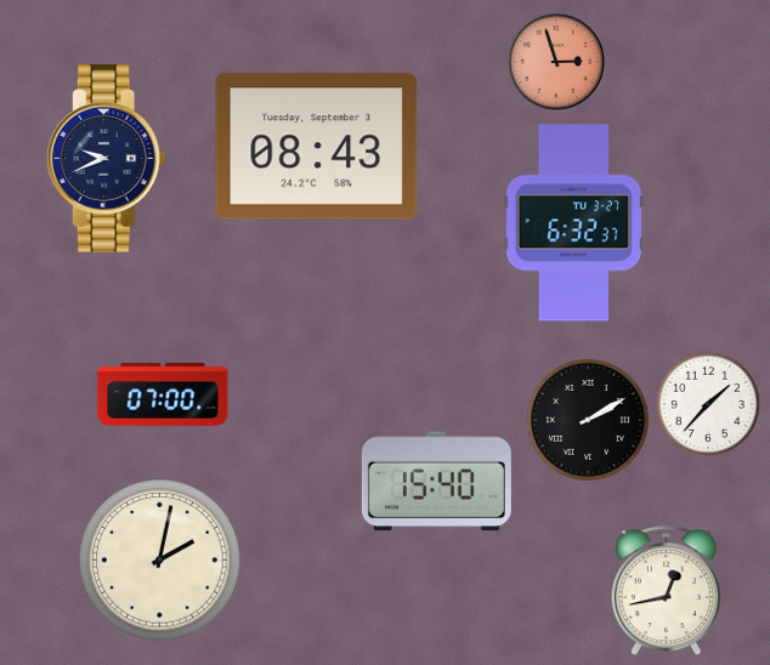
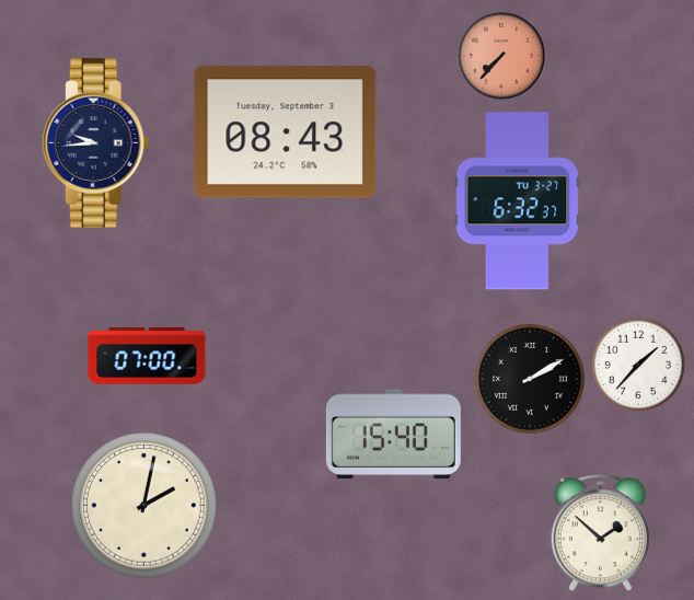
clock at (556, 62): 2:57 -> 7:37
clock at (106, 159): 9:41 -> 9:44
clock at (666, 591): 12:43 -> 1:52
